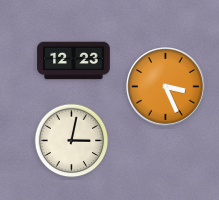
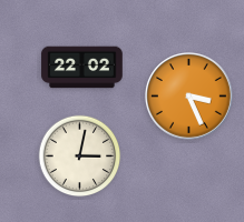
clock at (74, 61): 12:23 -> 22:02
clock at (166, 87) position: (166, 87) -> (189, 97)
